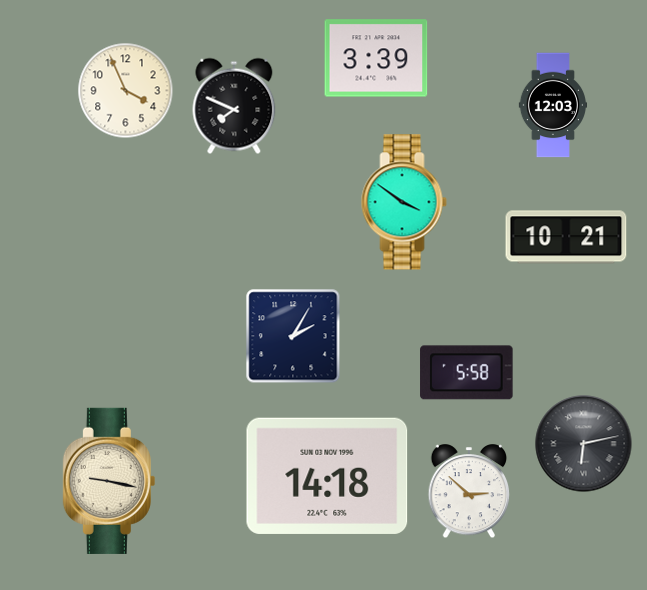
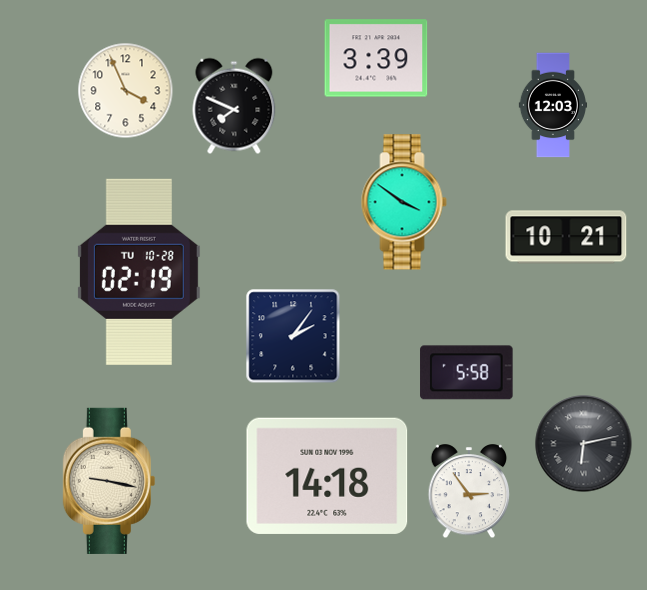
clock at (139, 272): none -> 02:19
clock at (293, 336): 2:05 -> 2:06
clock at (469, 492): 2:52 -> 2:54
